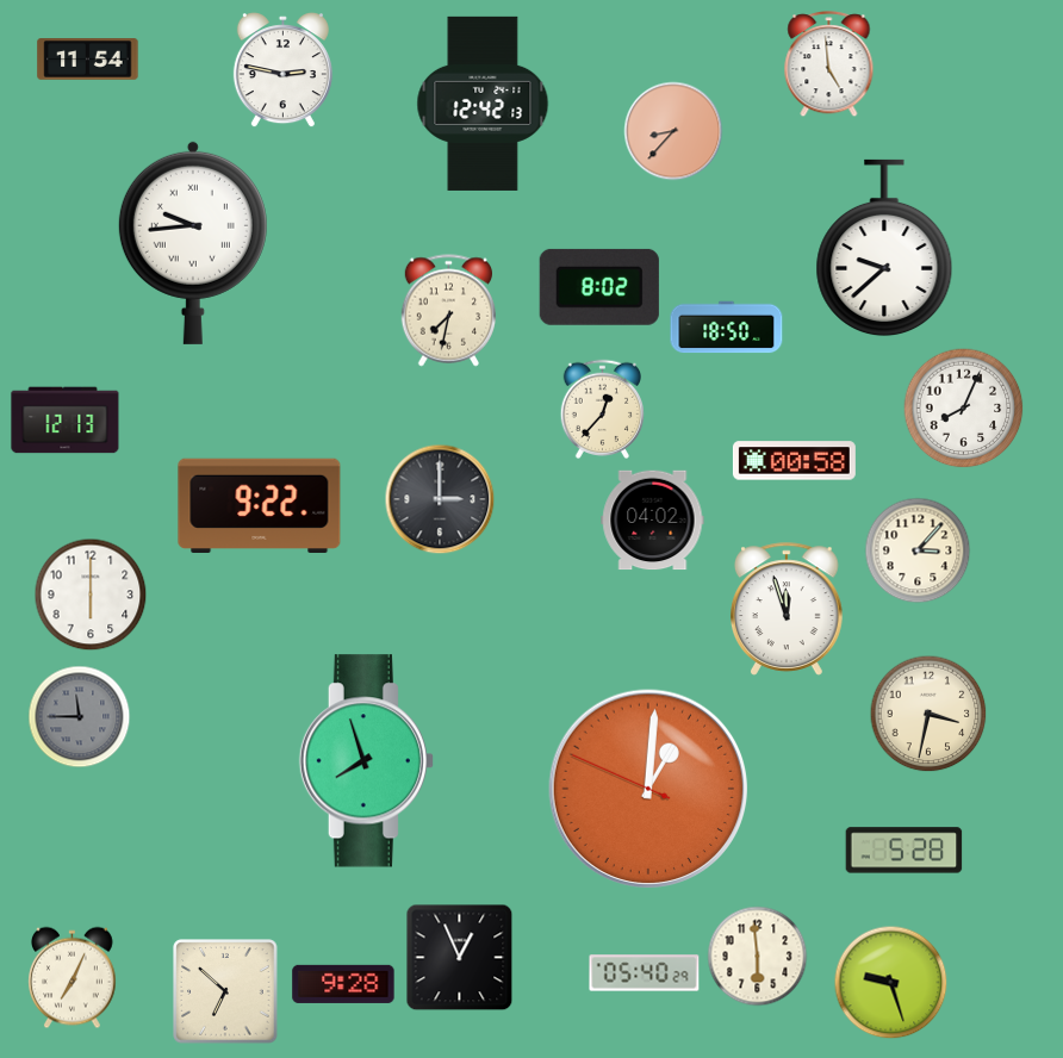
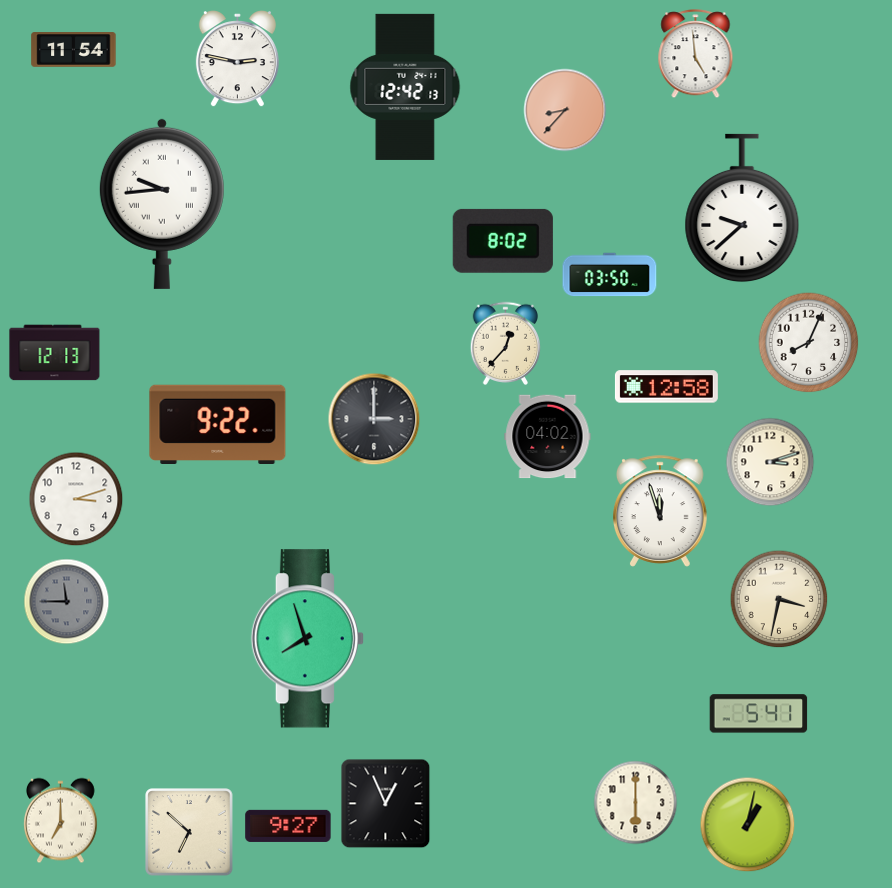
clock at (448, 311): 7:32 -> none
clock at (727, 328): 18:50 -> 03:50
clock at (794, 461): 00:58 -> 12:58
clock at (440, 499) position: (440, 499) -> (374, 419)
clock at (918, 550): 3:07 -> 3:12
clock at (91, 595): 6:00 -> 3:12
clock at (648, 789): 1:00 -> none
clock at (905, 851): 5:28 -> 5:41
clock at (758, 957): 5:59 -> 6:00
clock at (645, 973): 05:40 -> none
clock at (73, 978): 7:04 -> 7:00
clock at (891, 983): 9:27 -> 1:02
clock at (343, 984): 9:28 -> 9:27
